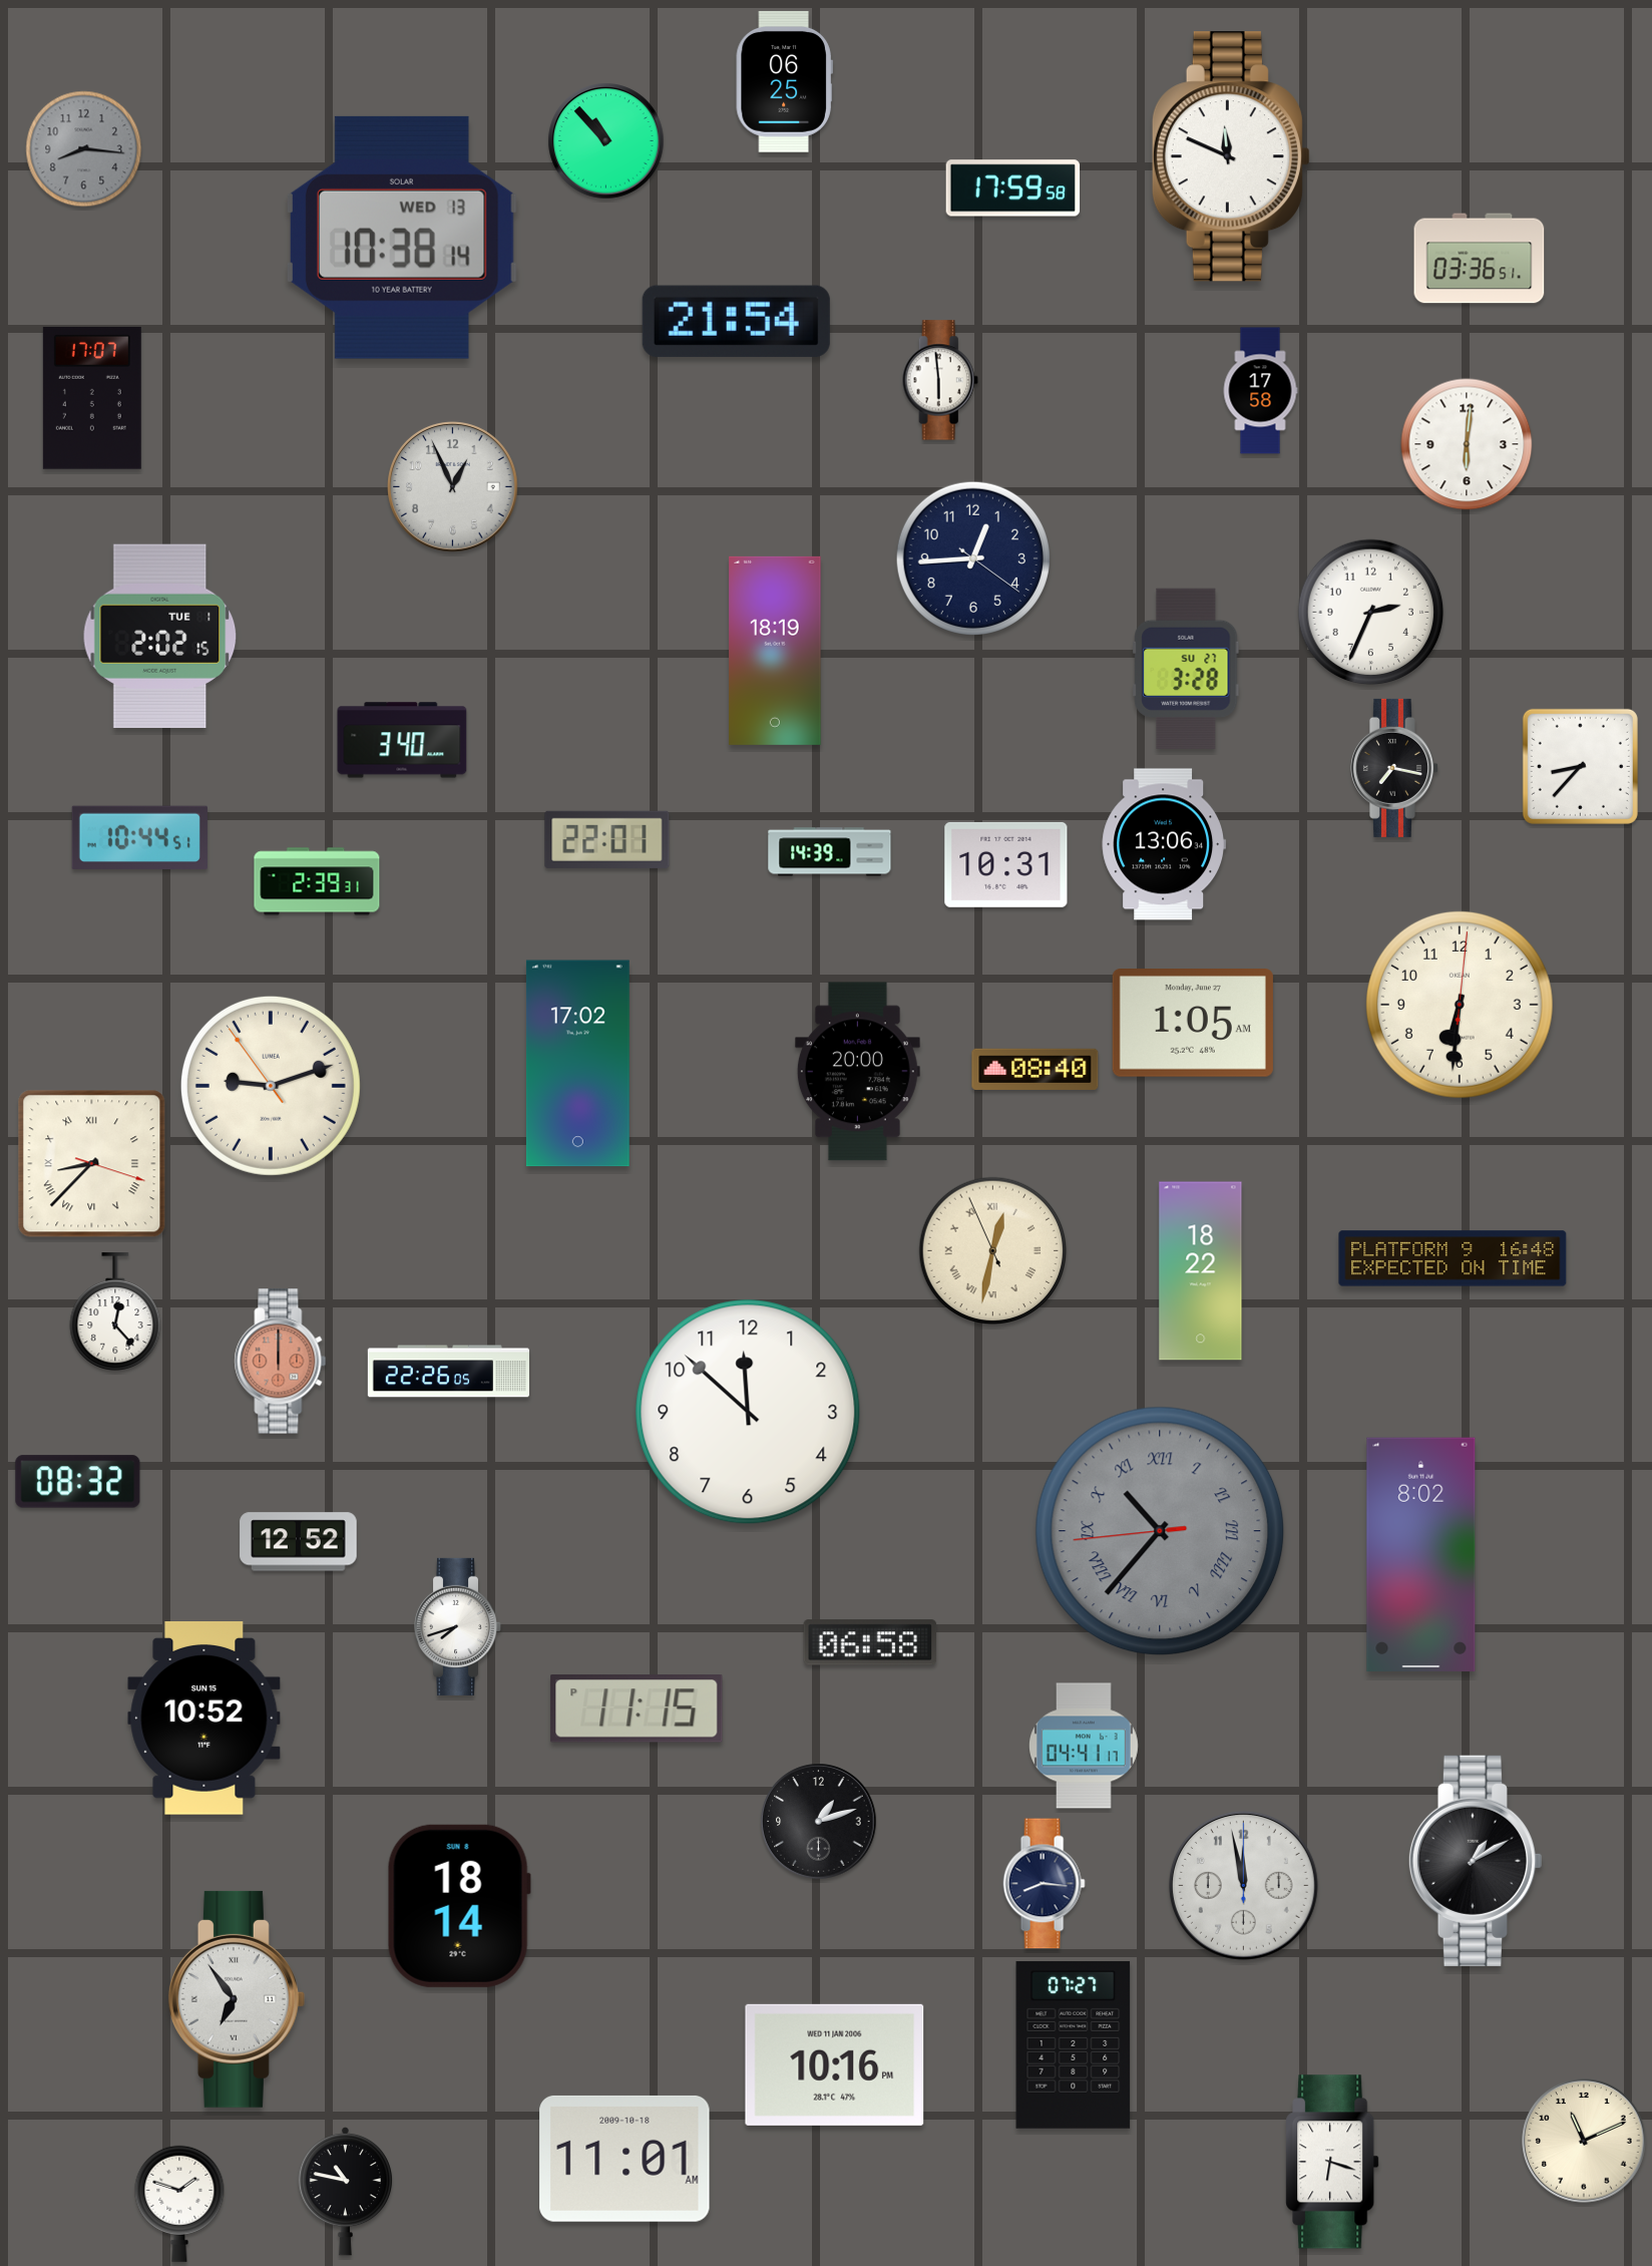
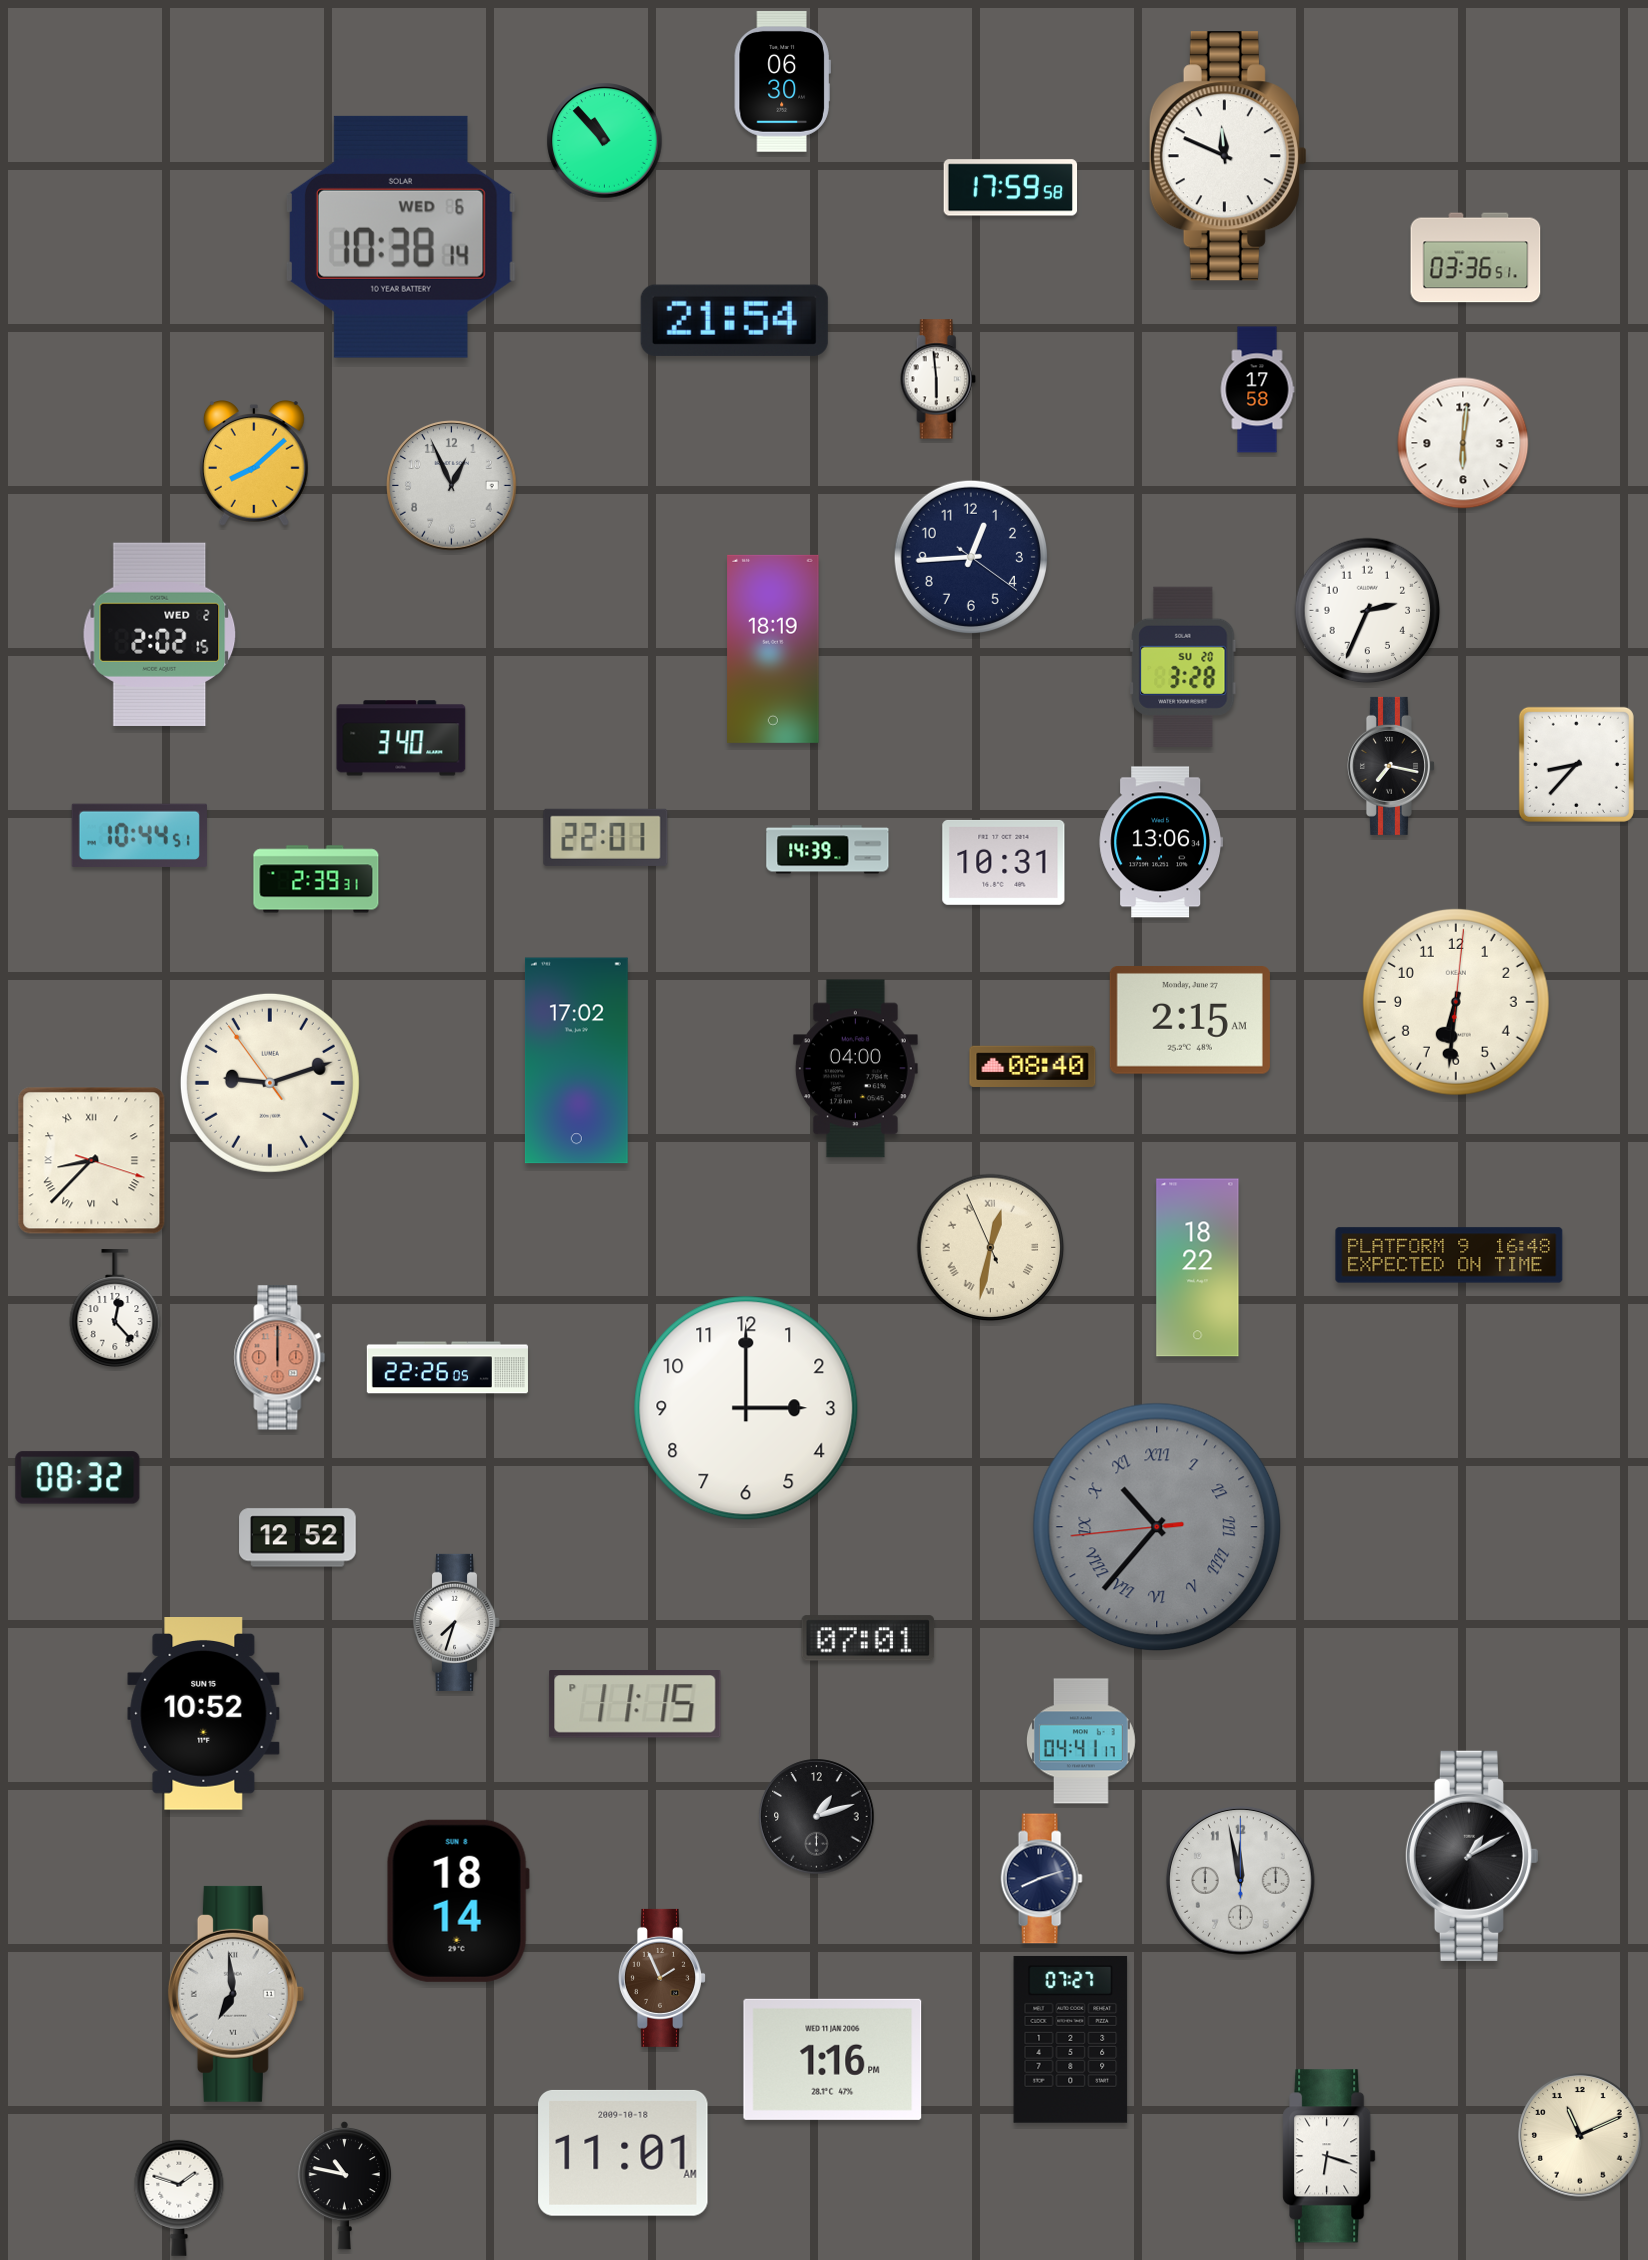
clock at (784, 81): 06:25 -> 06:30
clock at (84, 149): 8:16 -> none
clock at (402, 238) date: WED 13 -> WED 6
clock at (92, 398): 17:07 -> none
clock at (254, 464): none -> 8:08
clock at (160, 636) date: TUE 1 -> WED 2
clock at (1186, 669) date: SU 27 -> SU 20
clock at (1193, 1024): 1:05 -> 2:15
clock at (857, 1072): 20:00 -> 04:00
clock at (748, 1412): 11:52 -> 3:00
clock at (1421, 1554): 8:02 -> none
clock at (457, 1626): 7:42 -> 7:33
clock at (870, 1642): 06:58 -> 07:01
clock at (1044, 1884): 8:16 -> 8:12
clock at (662, 1978): none -> 1:56
clock at (237, 1999): 6:54 -> 6:59
clock at (835, 2064): 10:16 -> 1:16
